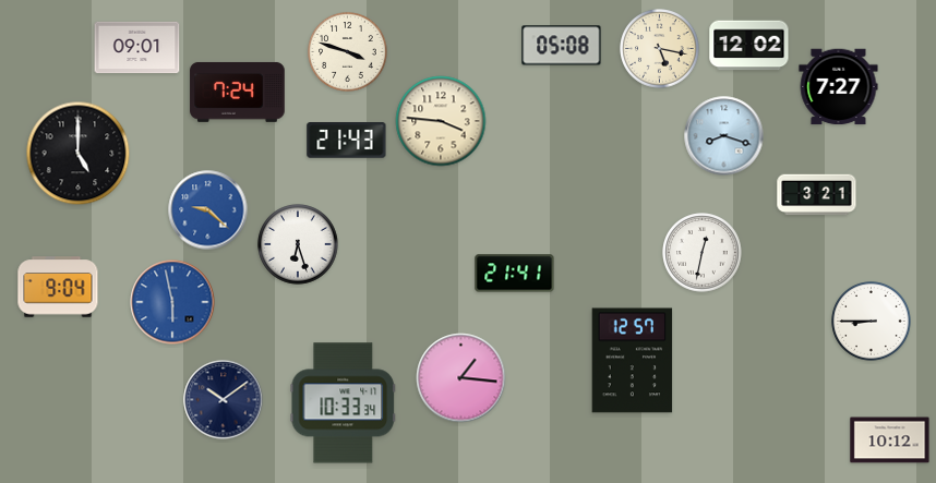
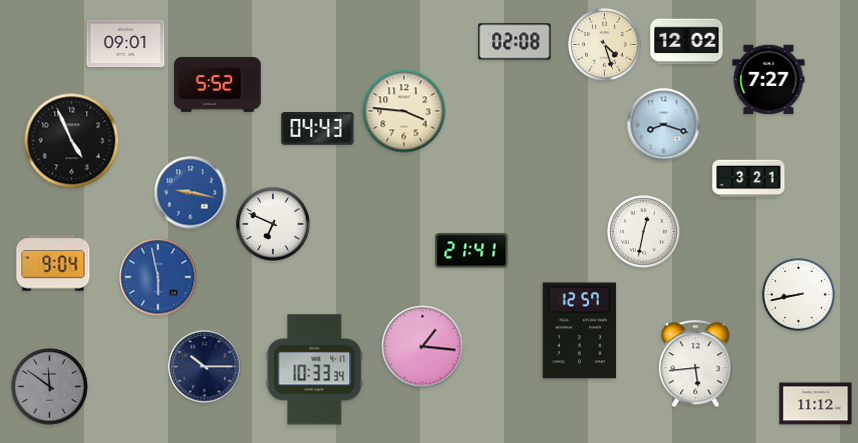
clock at (562, 46): 05:08 -> 02:08
clock at (660, 49): 5:17 -> 4:27
clock at (348, 52): 3:48 -> none
clock at (238, 92): 7:24 -> 5:52
clock at (347, 141): 21:43 -> 04:43
clock at (79, 154): 5:00 -> 4:56
clock at (208, 210): 9:22 -> 9:17
clock at (298, 244): 6:27 -> 6:49
clock at (872, 322): 8:45 -> 8:43
clock at (696, 364): none -> 5:44
clock at (224, 400): 10:09 -> 10:15
clock at (50, 387): none -> 11:51
clock at (890, 440): 10:12 -> 11:12
